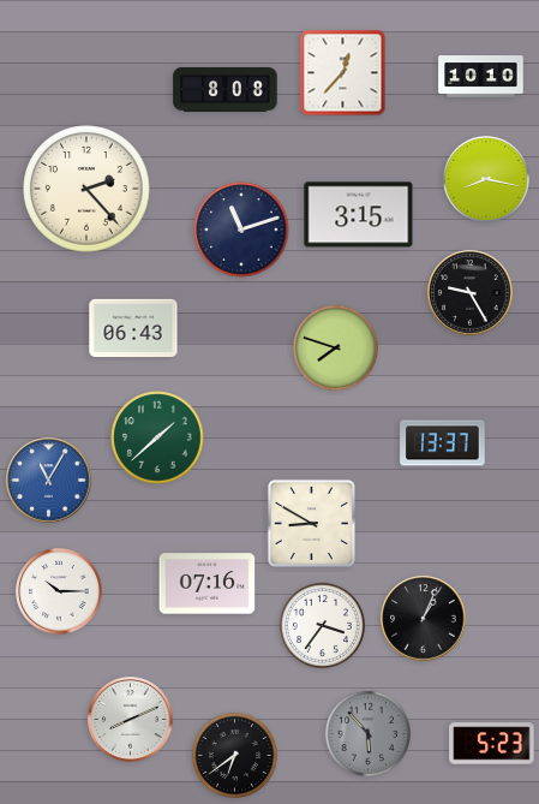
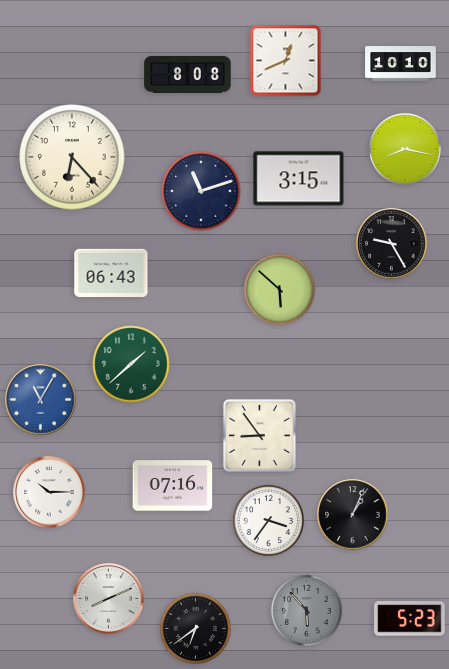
clock at (343, 73): 12:37 -> 12:41
clock at (86, 189): 2:23 -> 6:23
clock at (335, 347): 7:48 -> 5:52
clock at (443, 443): 13:37 -> none
clock at (311, 523): 8:50 -> 8:54
